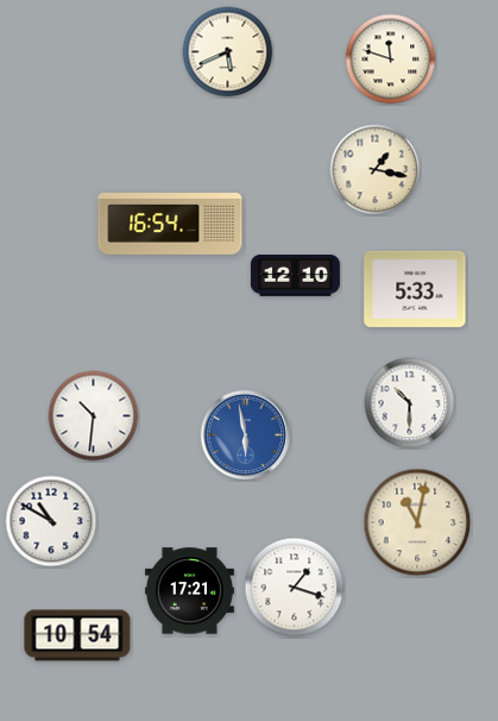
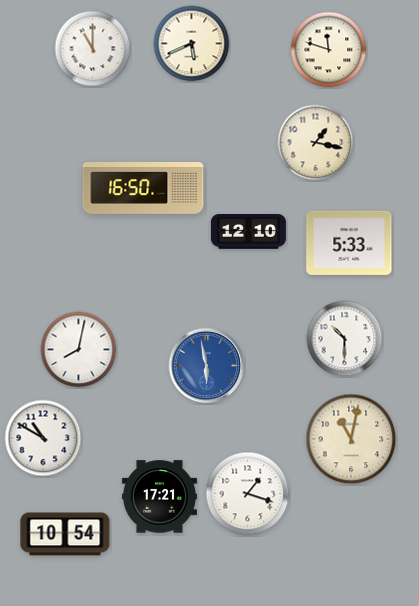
clock at (93, 49): none -> 11:00
clock at (170, 225): 16:54 -> 16:50
clock at (94, 416): 10:31 -> 8:02
